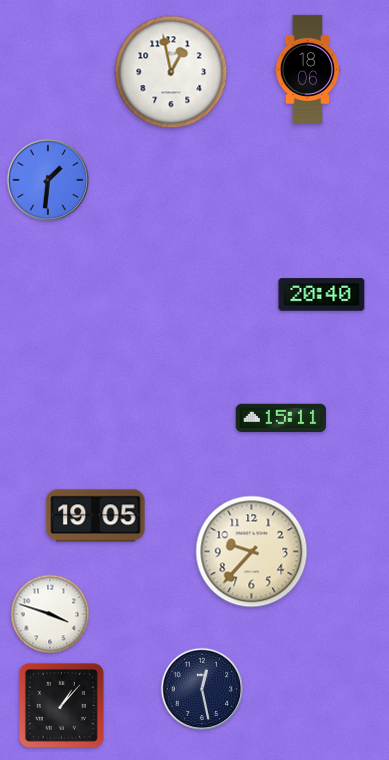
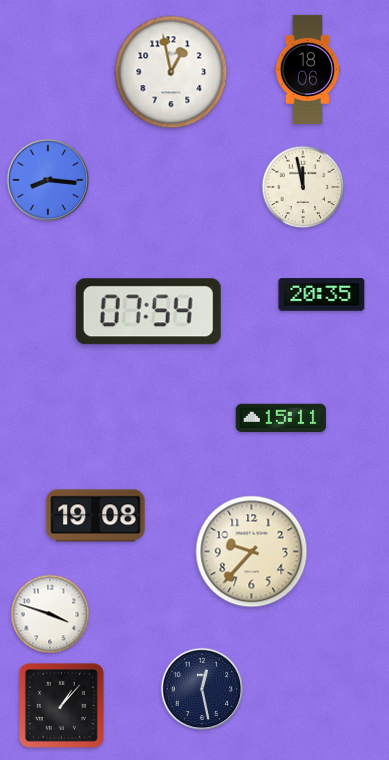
clock at (48, 180): 1:31 -> 8:16
clock at (303, 187): none -> 11:58
clock at (322, 295): 20:40 -> 20:35
clock at (148, 312): none -> 07:54
clock at (96, 516): 19:05 -> 19:08
